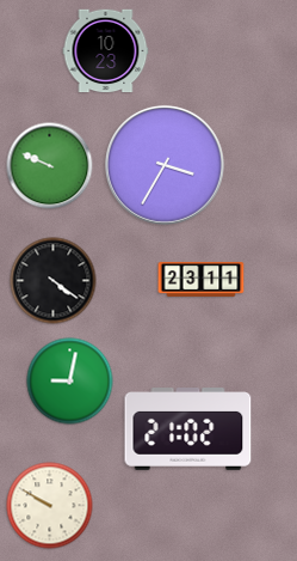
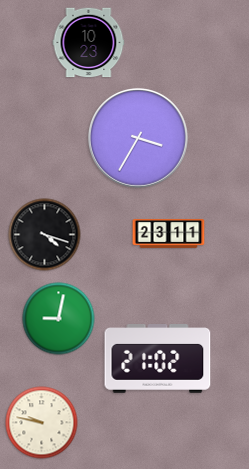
clock at (50, 166): 9:49 -> none
clock at (54, 281): 4:21 -> 4:18
clock at (50, 506): 9:50 -> 9:47
